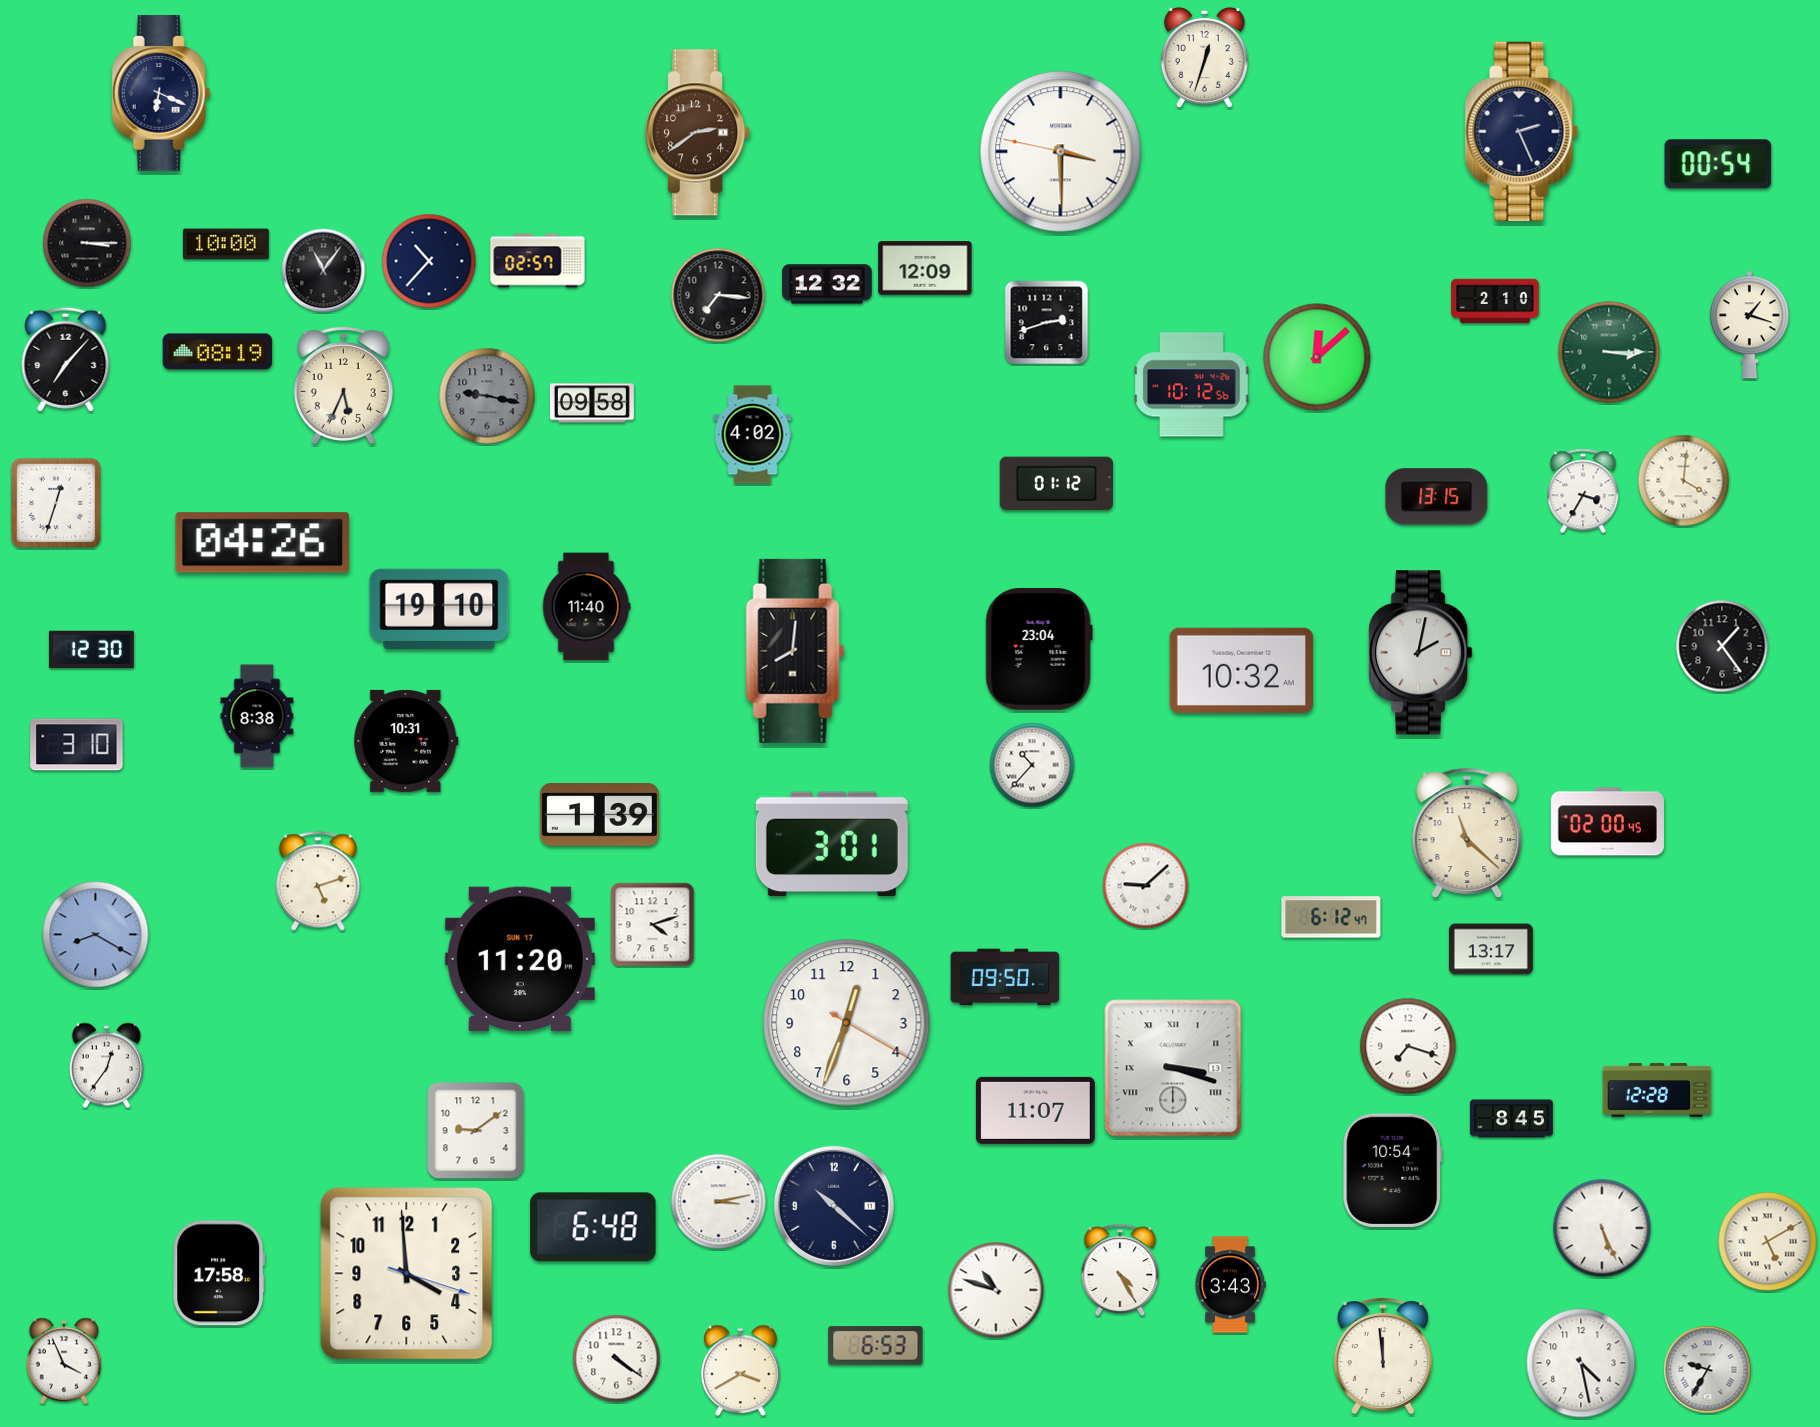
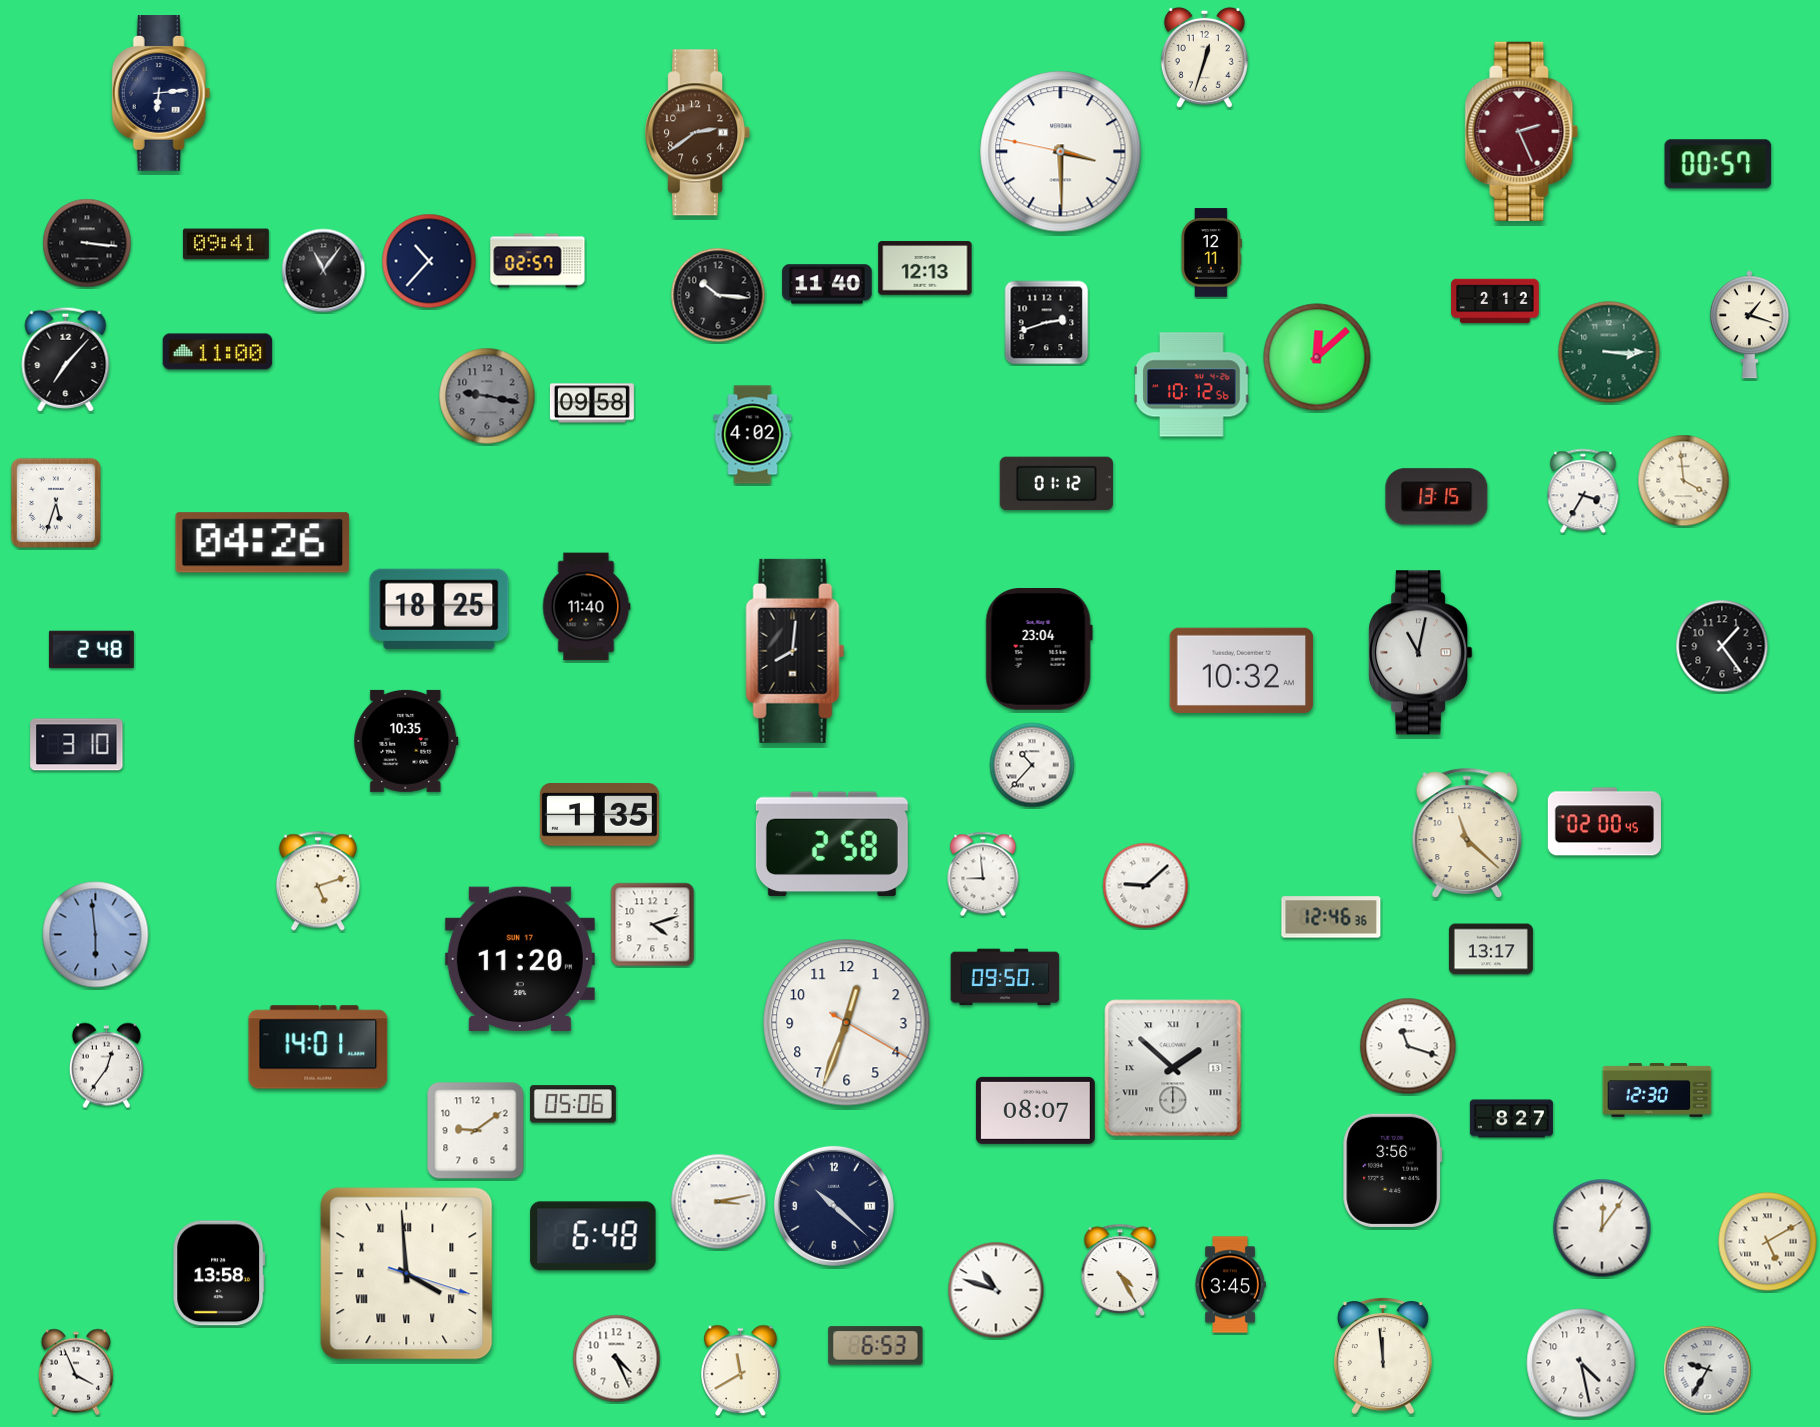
clock at (161, 93): 6:19 -> 6:14
clock at (1522, 131) dial: navy -> burgundy
clock at (1718, 164): 00:54 -> 00:57
clock at (87, 243): 3:15 -> 3:16
clock at (226, 244): 10:00 -> 09:41
clock at (1211, 253): none -> 12:11
clock at (925, 268): 12:09 -> 12:13
clock at (827, 284): 12:32 -> 11:40
clock at (718, 295): 7:16 -> 10:16
clock at (1495, 301): 2:10 -> 2:12
clock at (218, 352): 08:19 -> 11:00
clock at (343, 385): 5:34 -> none
clock at (1684, 481): 4:01 -> 3:59
clock at (56, 503): 12:33 -> 5:33
clock at (439, 609): 19:10 -> 18:25
clock at (91, 650): 12:30 -> 2:48
clock at (1421, 653): 2:02 -> 11:02
clock at (257, 716): 8:38 -> none
clock at (406, 741): 10:31 -> 10:35
clock at (599, 815): 1:39 -> 1:35
clock at (1607, 822) position: (1607, 822) -> (1604, 822)
clock at (832, 844): 3:01 -> 2:58
clock at (983, 874): none -> 8:59
clock at (1331, 917): 6:12 -> 12:46
clock at (96, 935): 8:20 -> 5:59
clock at (1408, 1046): 7:18 -> 11:18
clock at (318, 1047): none -> 14:01
clock at (1173, 1068): 3:18 -> 1:52
clock at (1657, 1090): 12:28 -> 12:30
clock at (573, 1104): none -> 05:06
clock at (1035, 1110): 11:07 -> 08:07
clock at (1511, 1119): 8:45 -> 8:27
clock at (1393, 1170): 10:54 -> 3:56
clock at (593, 1227) position: (593, 1227) -> (593, 1236)
clock at (1602, 1228): 5:26 -> 12:06
clock at (219, 1273): 17:58 -> 13:58
clock at (407, 1274) numerals: Arabic -> Roman
clock at (1230, 1285): 3:43 -> 3:45
clock at (617, 1359): 4:21 -> 4:26
clock at (64, 1361) position: (64, 1361) -> (76, 1372)
clock at (741, 1371): 3:40 -> 11:40
